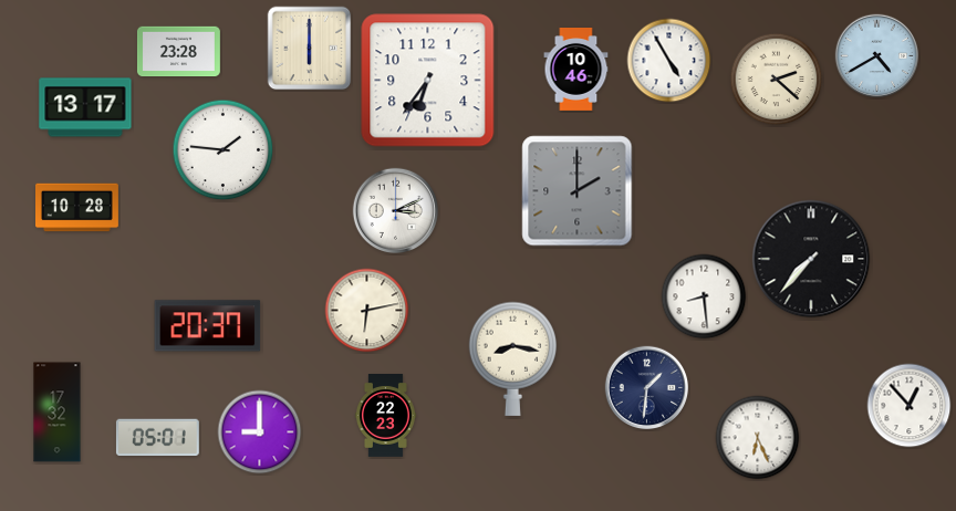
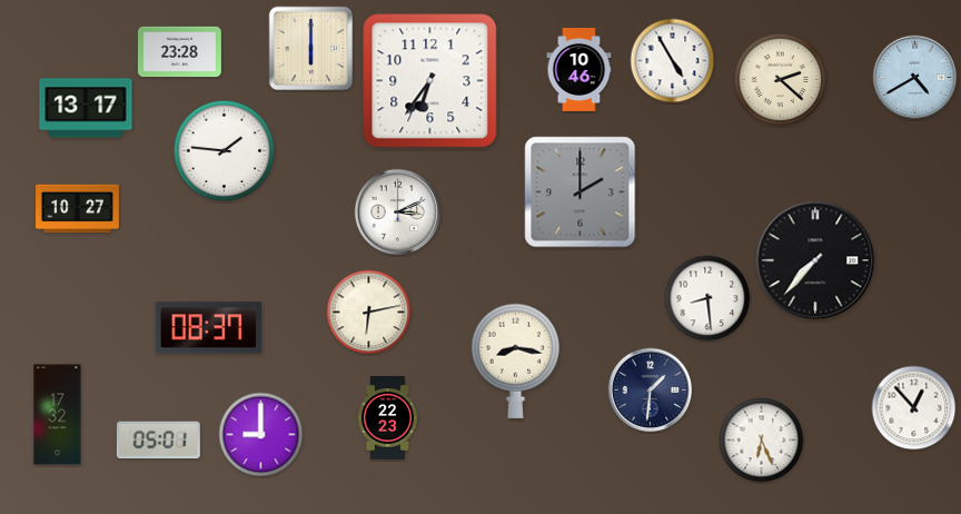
clock at (877, 56) position: (877, 56) -> (915, 78)
clock at (77, 208): 10:28 -> 10:27
clock at (208, 326): 20:37 -> 08:37
